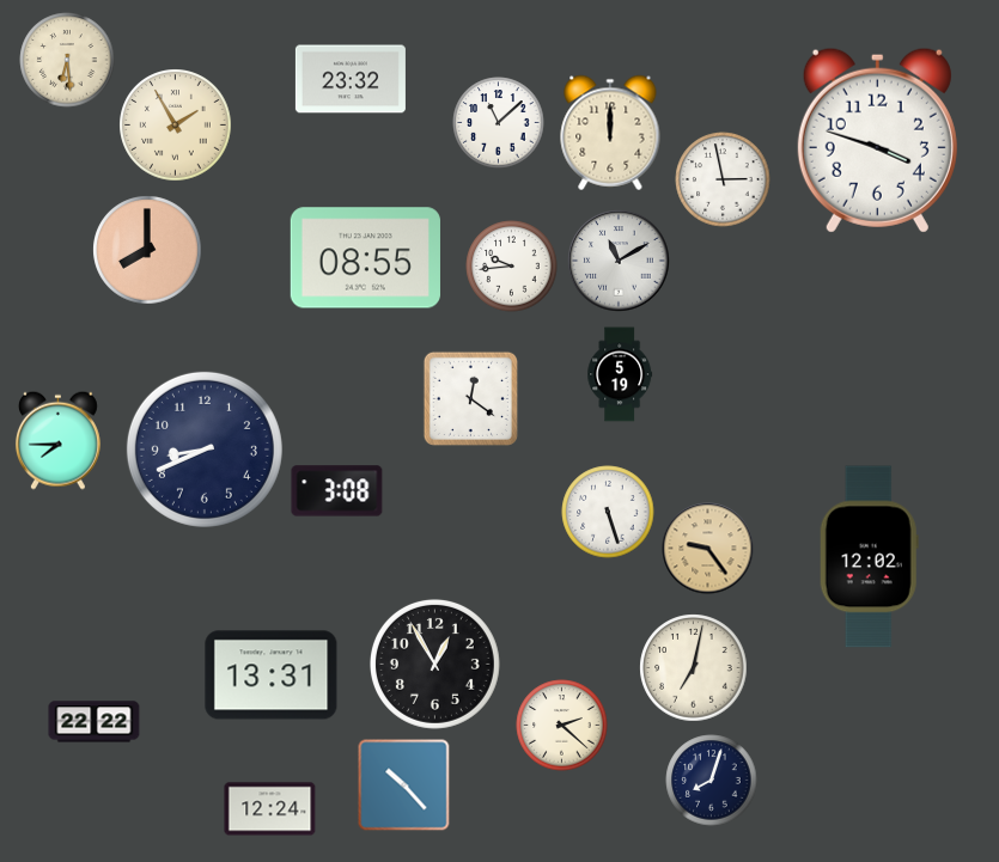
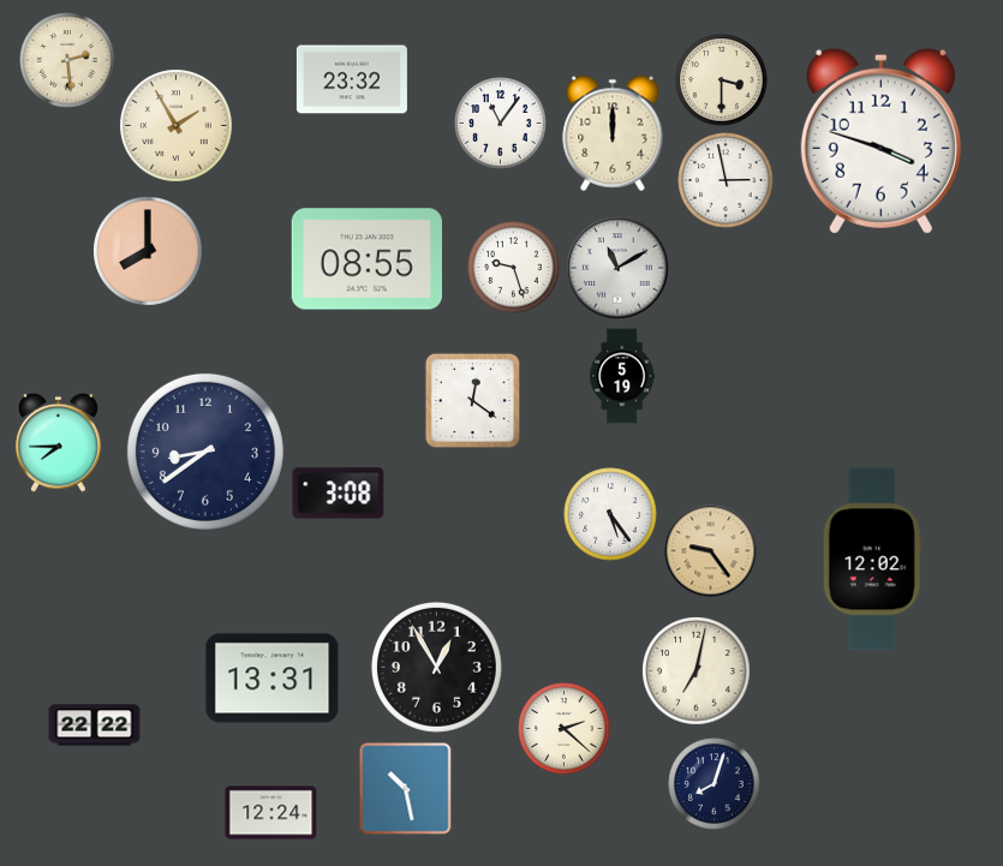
clock at (67, 60): 6:29 -> 2:29
clock at (722, 80): none -> 3:30
clock at (499, 123): 11:08 -> 11:06
clock at (619, 261) position: (619, 261) -> (617, 268)
clock at (512, 267): 9:44 -> 9:27
clock at (205, 450): 8:41 -> 8:39
clock at (608, 512): 5:27 -> 5:24
clock at (404, 785): 10:23 -> 10:28
